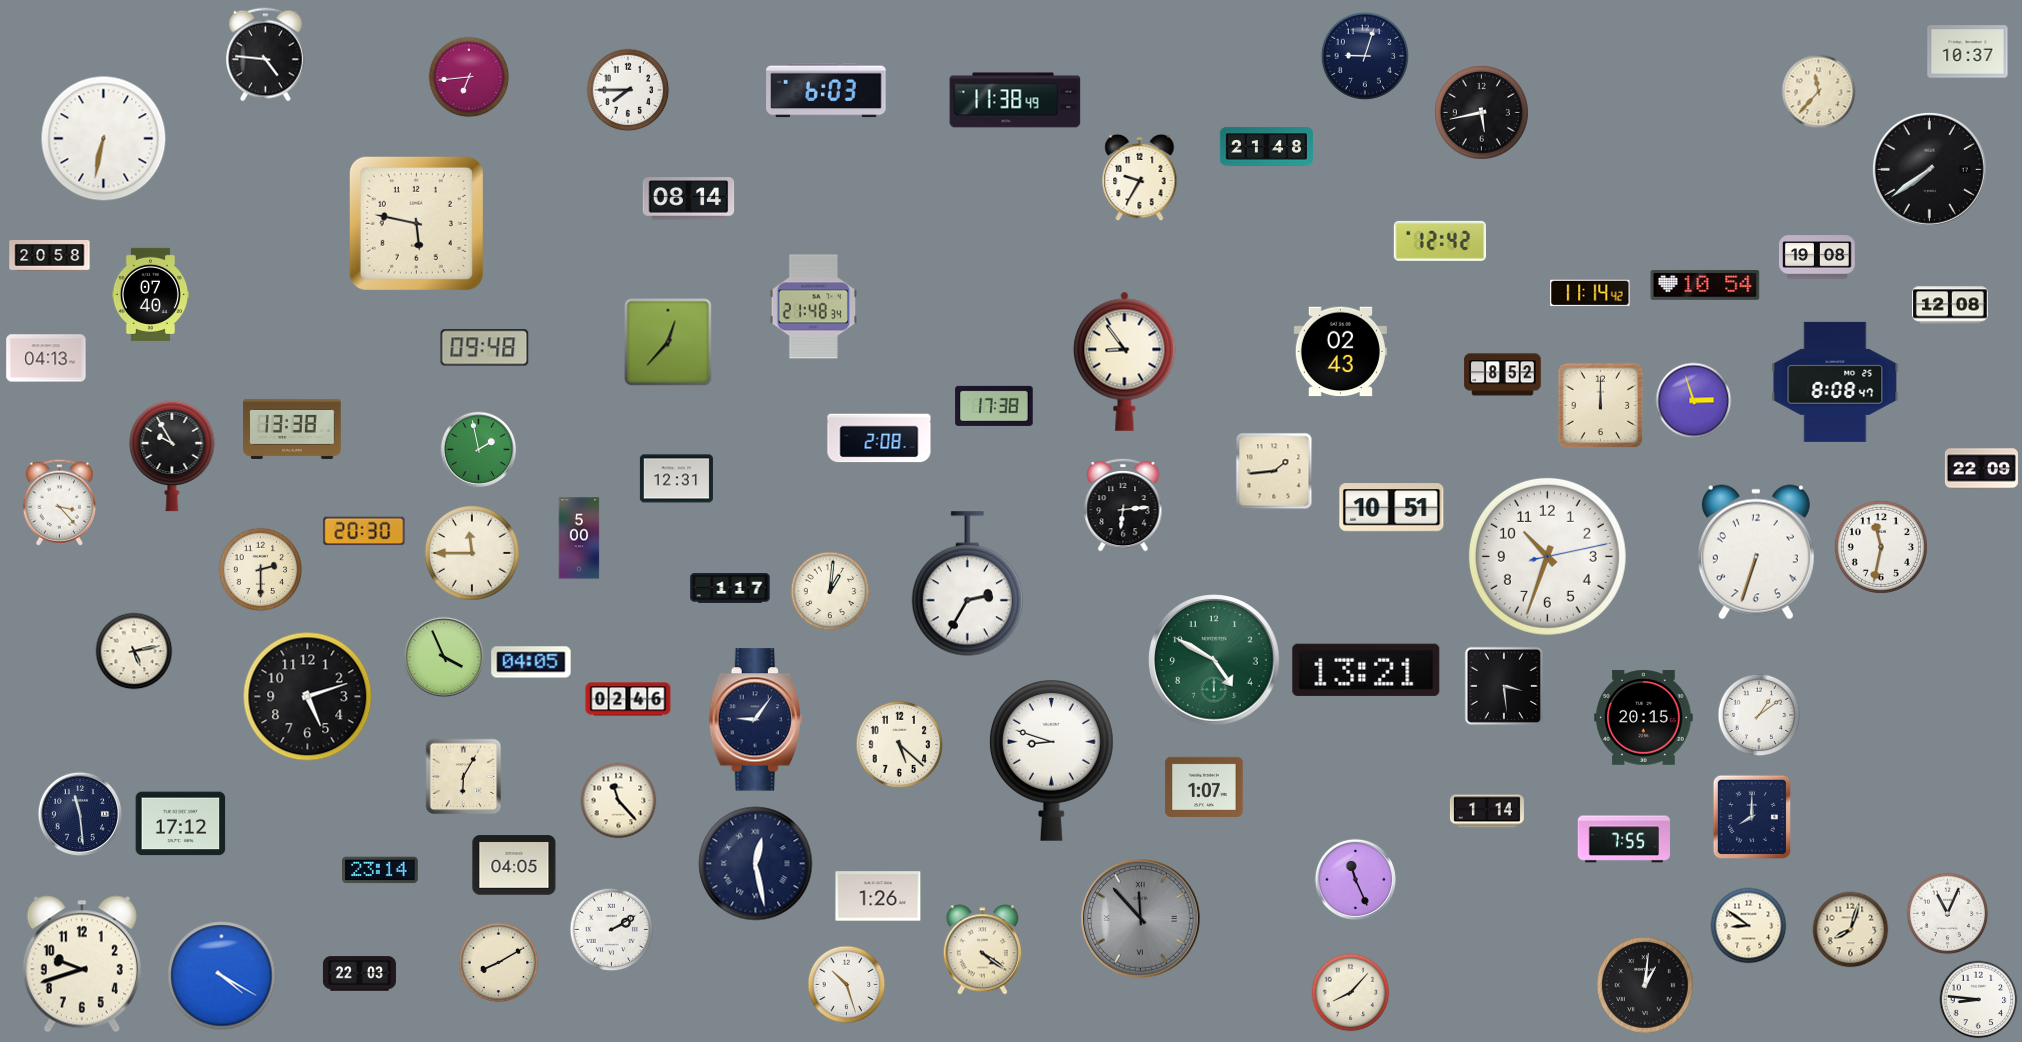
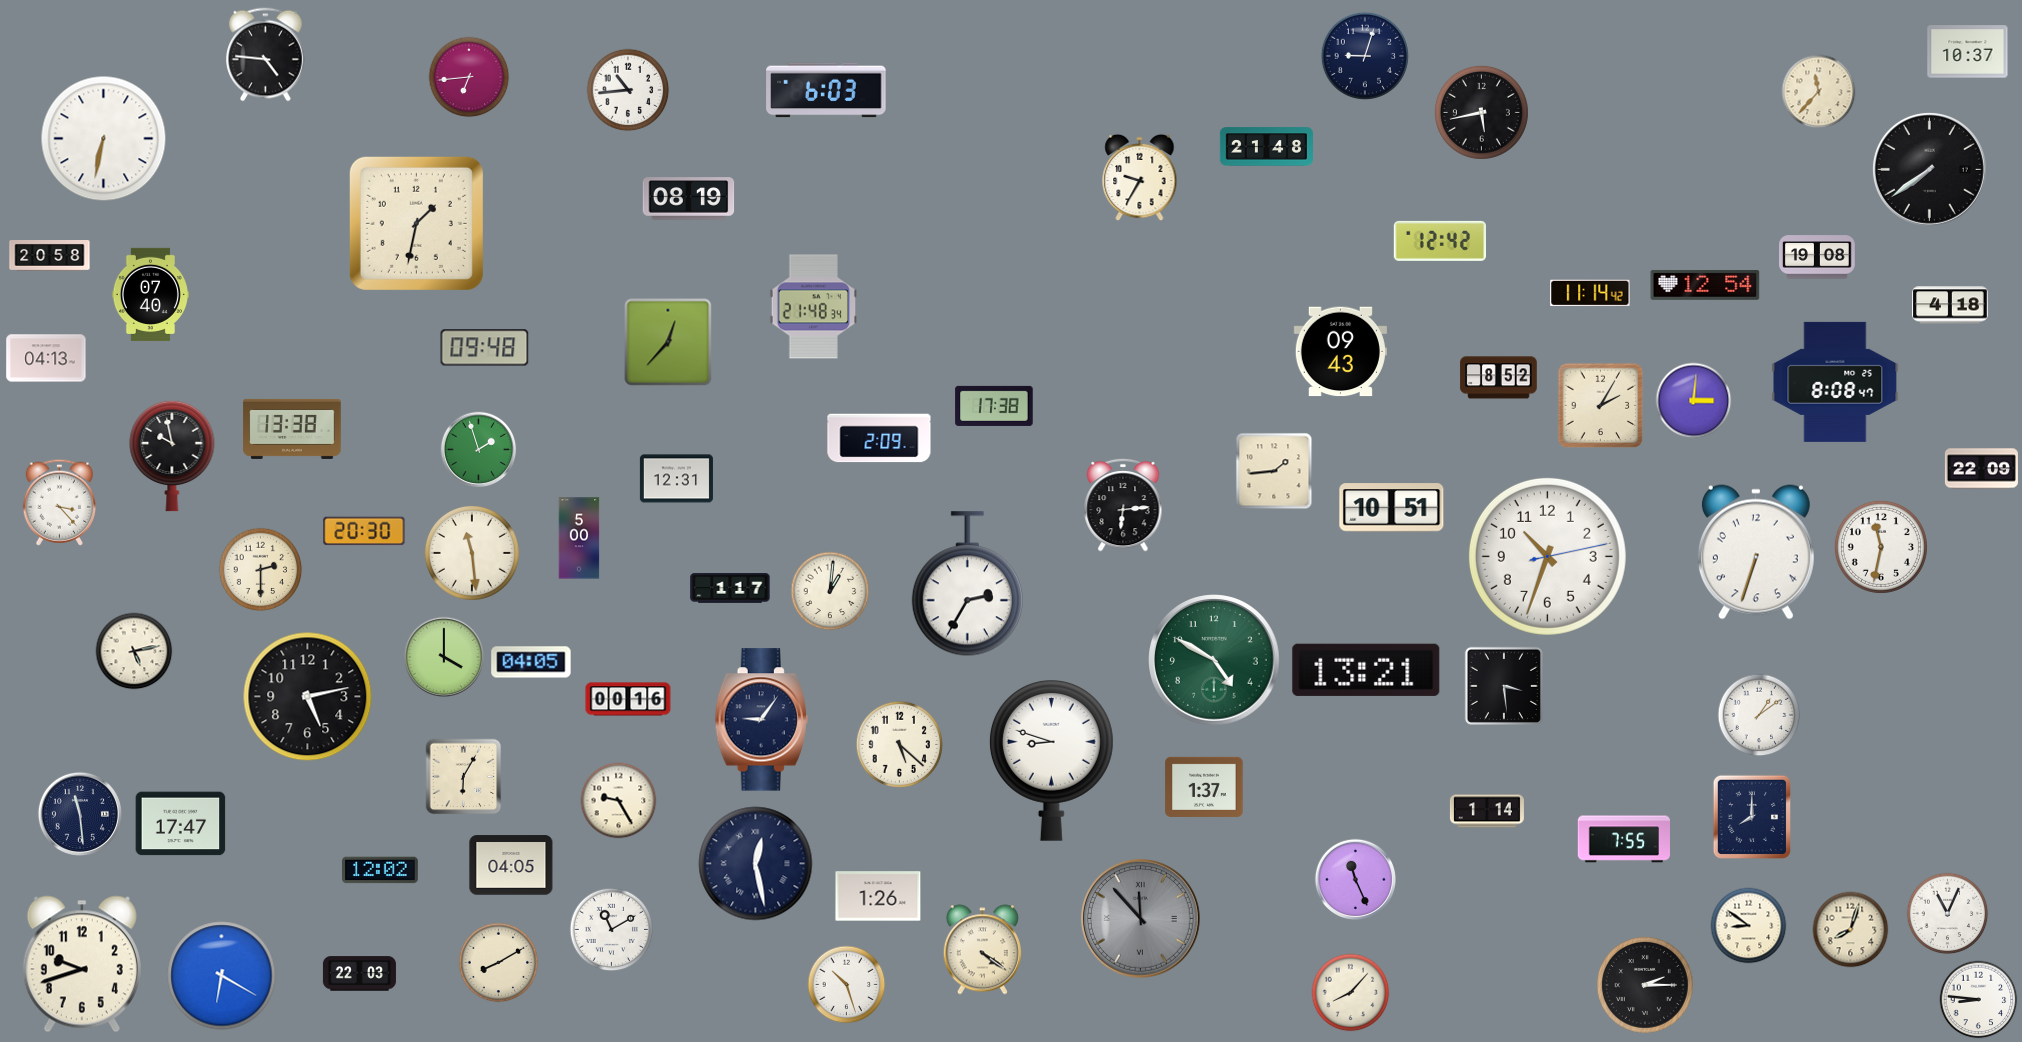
clock at (628, 90): 7:45 -> 10:44
clock at (1015, 100): 11:38 -> none
clock at (689, 199): 08:14 -> 08:19
clock at (416, 223): 5:47 -> 1:32
clock at (1705, 285): 10:54 -> 12:54
clock at (1951, 305): 12:08 -> 4:18
clock at (1340, 352): 02:43 -> 09:43
clock at (1125, 361): 8:54 -> none
clock at (1503, 375) position: (1503, 375) -> (1499, 378)
clock at (1694, 401): 2:57 -> 3:01
clock at (1601, 406): 12:00 -> 2:05
clock at (879, 438): 2:08 -> 2:09
clock at (479, 450): 1:58 -> 1:57
clock at (172, 456): 9:55 -> 9:58
clock at (472, 553): 11:45 -> 11:29
clock at (443, 656): 3:56 -> 4:00
clock at (308, 697): 5:12 -> 5:13
clock at (628, 699): 02:46 -> 00:16
clock at (1644, 717): 20:15 -> none
clock at (755, 720) position: (755, 720) -> (761, 720)
clock at (1204, 787): 1:07 -> 1:37
clock at (619, 801): 11:23 -> 9:25
clock at (181, 824): 17:12 -> 17:47
clock at (514, 865) position: (514, 865) -> (511, 865)
clock at (381, 870): 23:14 -> 12:02
clock at (612, 930): 2:10 -> 11:10
clock at (222, 976): 4:20 -> 6:20
clock at (1645, 985): 1:01 -> 2:15
